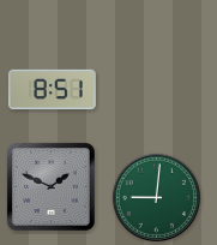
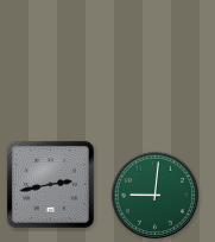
clock at (52, 90): 8:51 -> none
clock at (50, 186): 1:49 -> 2:43
